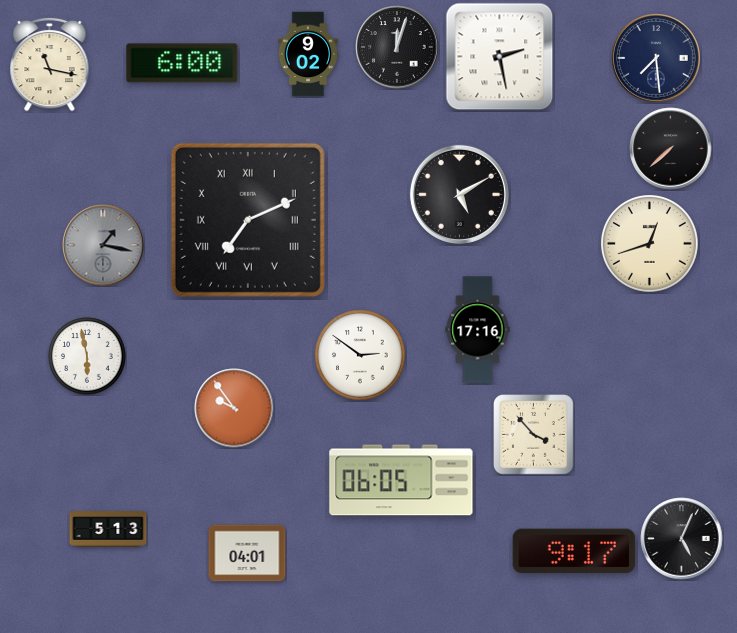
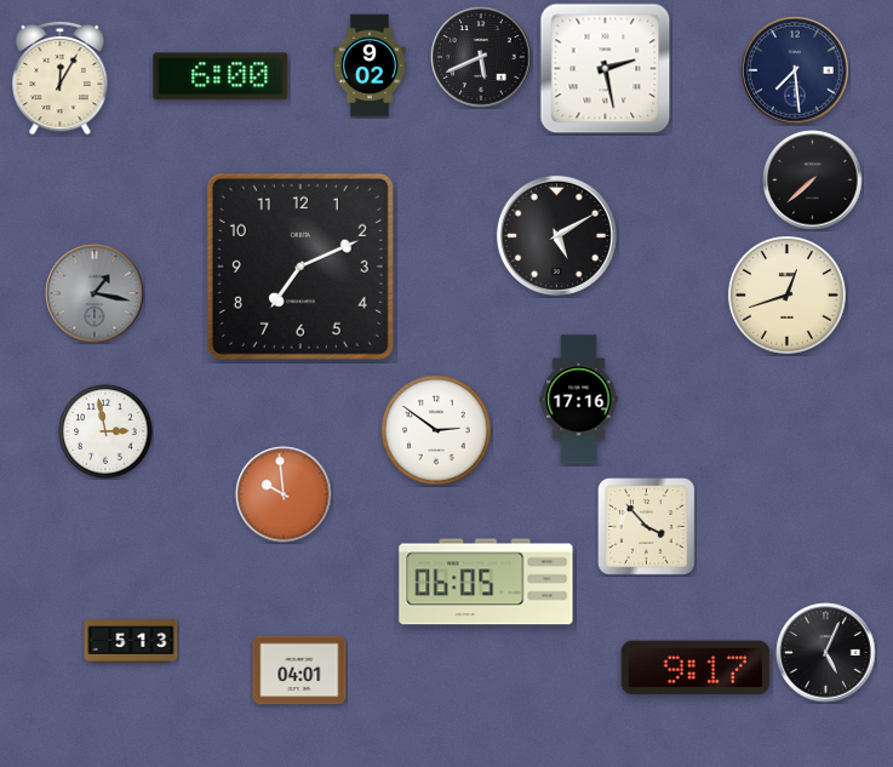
clock at (397, 47): 12:03 -> 5:41
clock at (308, 54) position: (308, 54) -> (370, 65)
clock at (50, 64): 11:17 -> 12:05
clock at (248, 220) numerals: Roman -> Arabic
clock at (103, 245) position: (103, 245) -> (95, 293)
clock at (87, 356): 5:58 -> 2:58
clock at (234, 408): 9:54 -> 9:59
